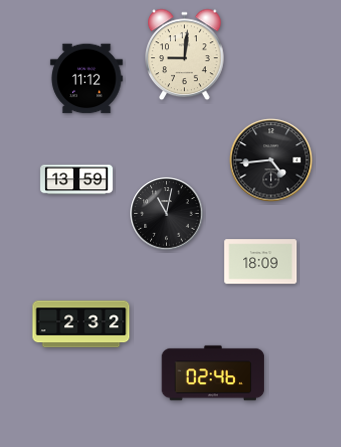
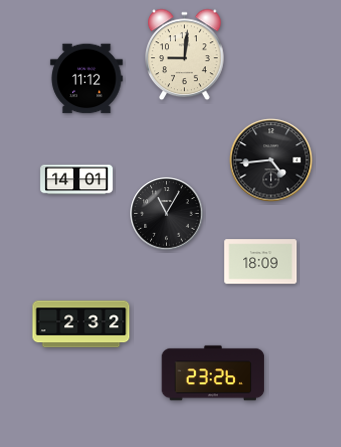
clock at (77, 180): 13:59 -> 14:01
clock at (167, 214): 11:02 -> 11:05
clock at (213, 373): 02:46 -> 23:26
